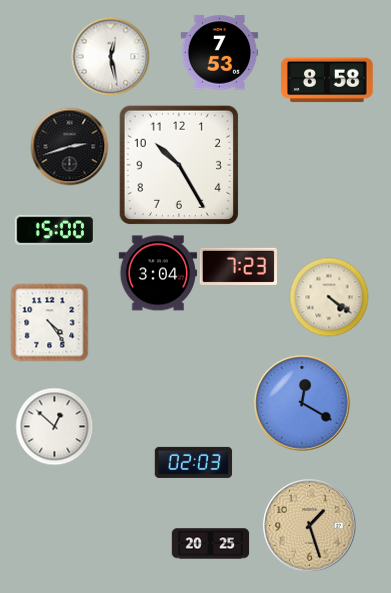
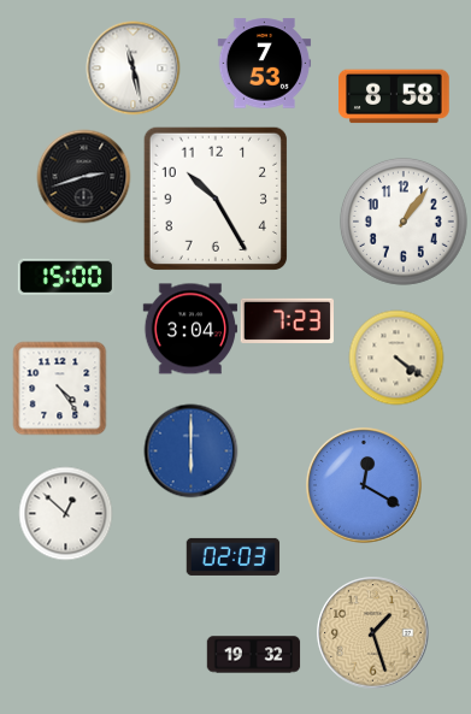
clock at (110, 56): 12:28 -> 11:28
clock at (405, 223): none -> 1:06
clock at (190, 450): none -> 6:00
clock at (210, 544): 20:25 -> 19:32
